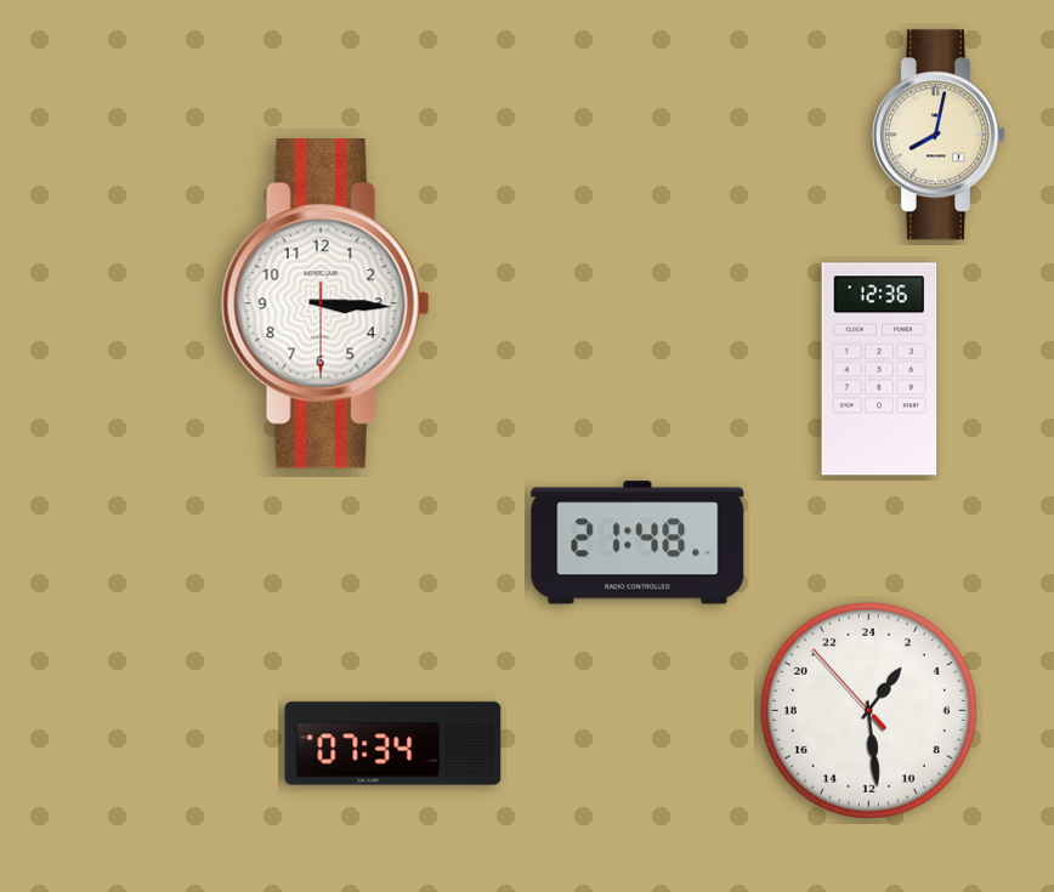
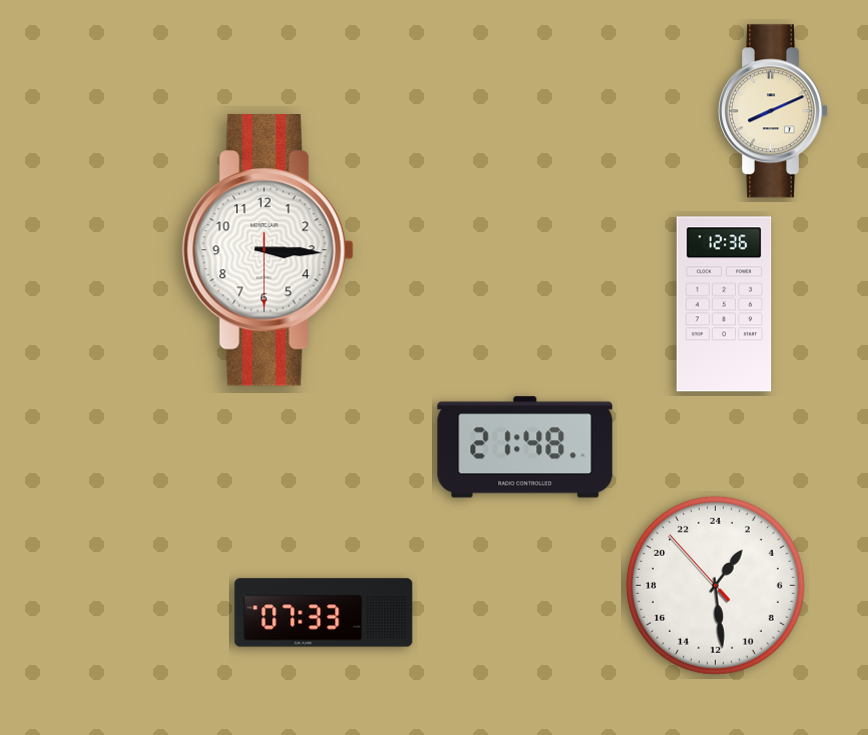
clock at (937, 135): 8:02 -> 8:11
clock at (393, 744): 07:34 -> 07:33
